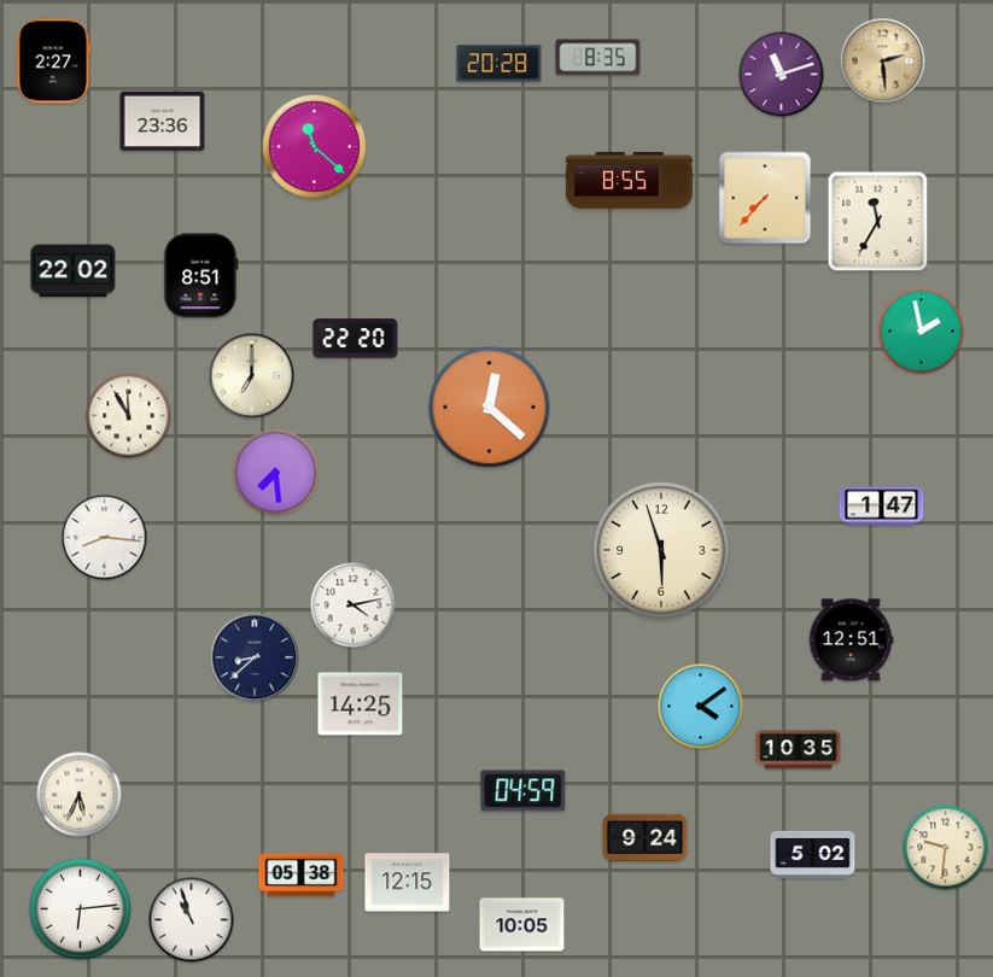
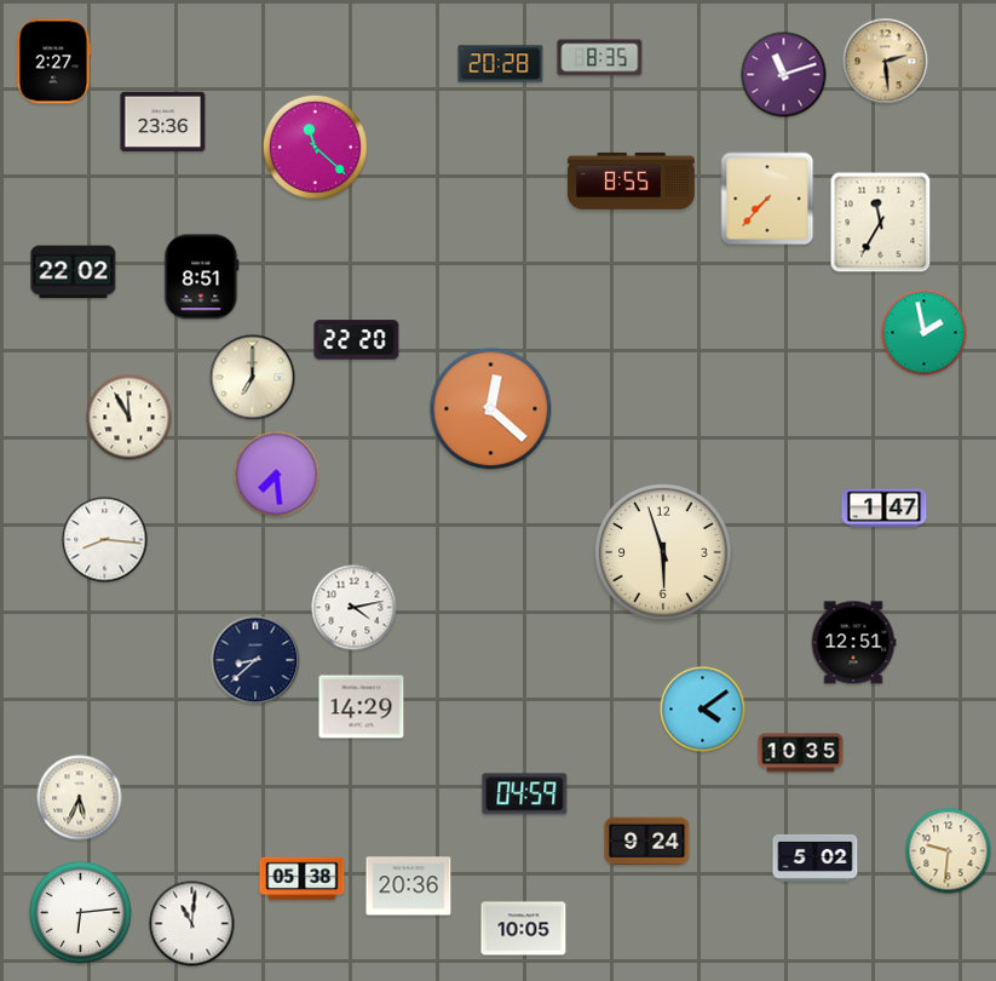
clock at (361, 704): 14:25 -> 14:29
clock at (408, 883): 12:15 -> 20:36
clock at (192, 920): 10:57 -> 11:01
